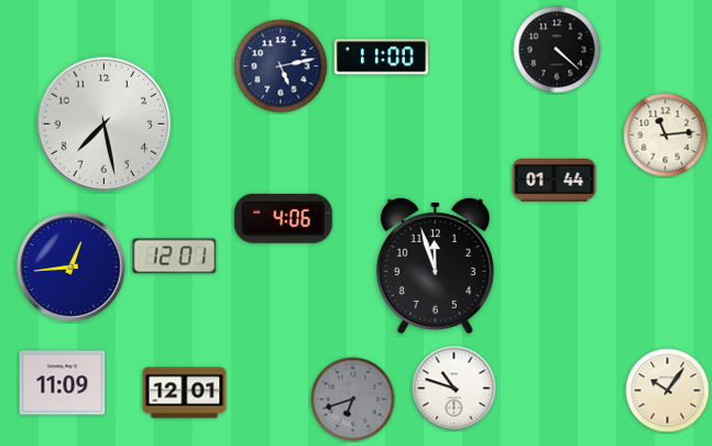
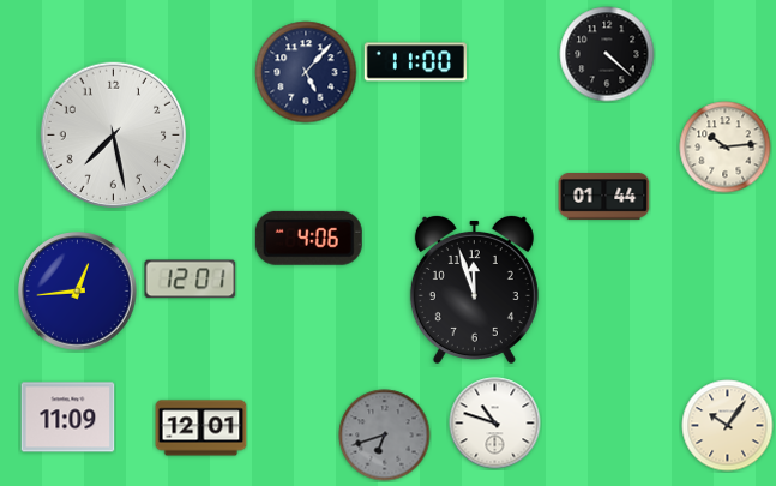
clock at (281, 66): 5:13 -> 5:07
clock at (666, 135): 11:14 -> 10:14
